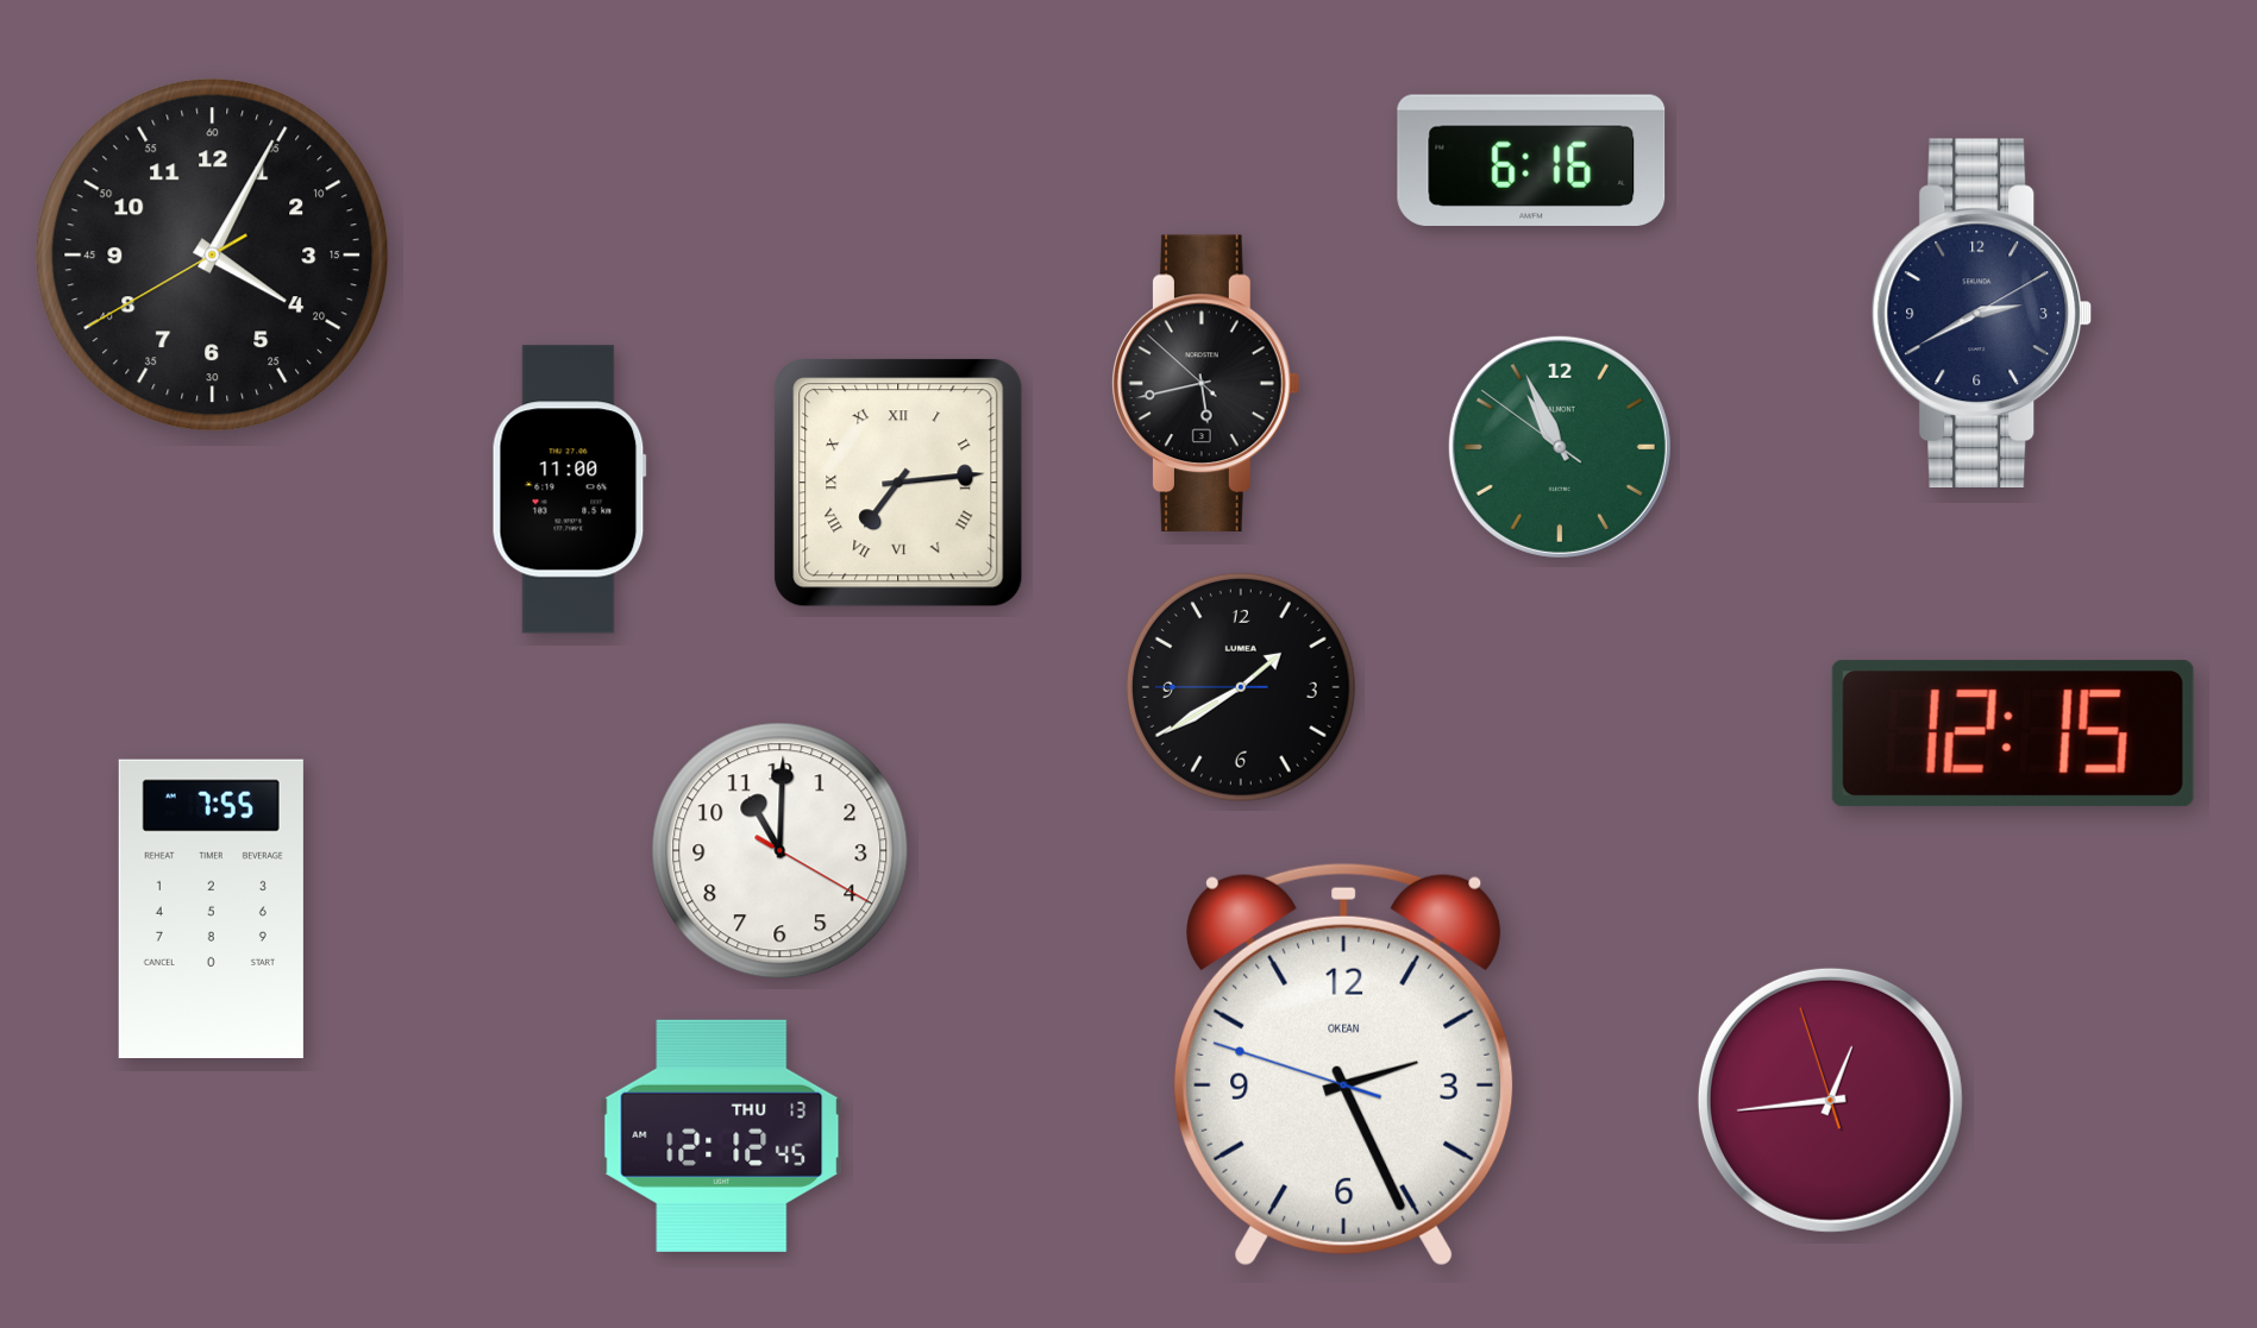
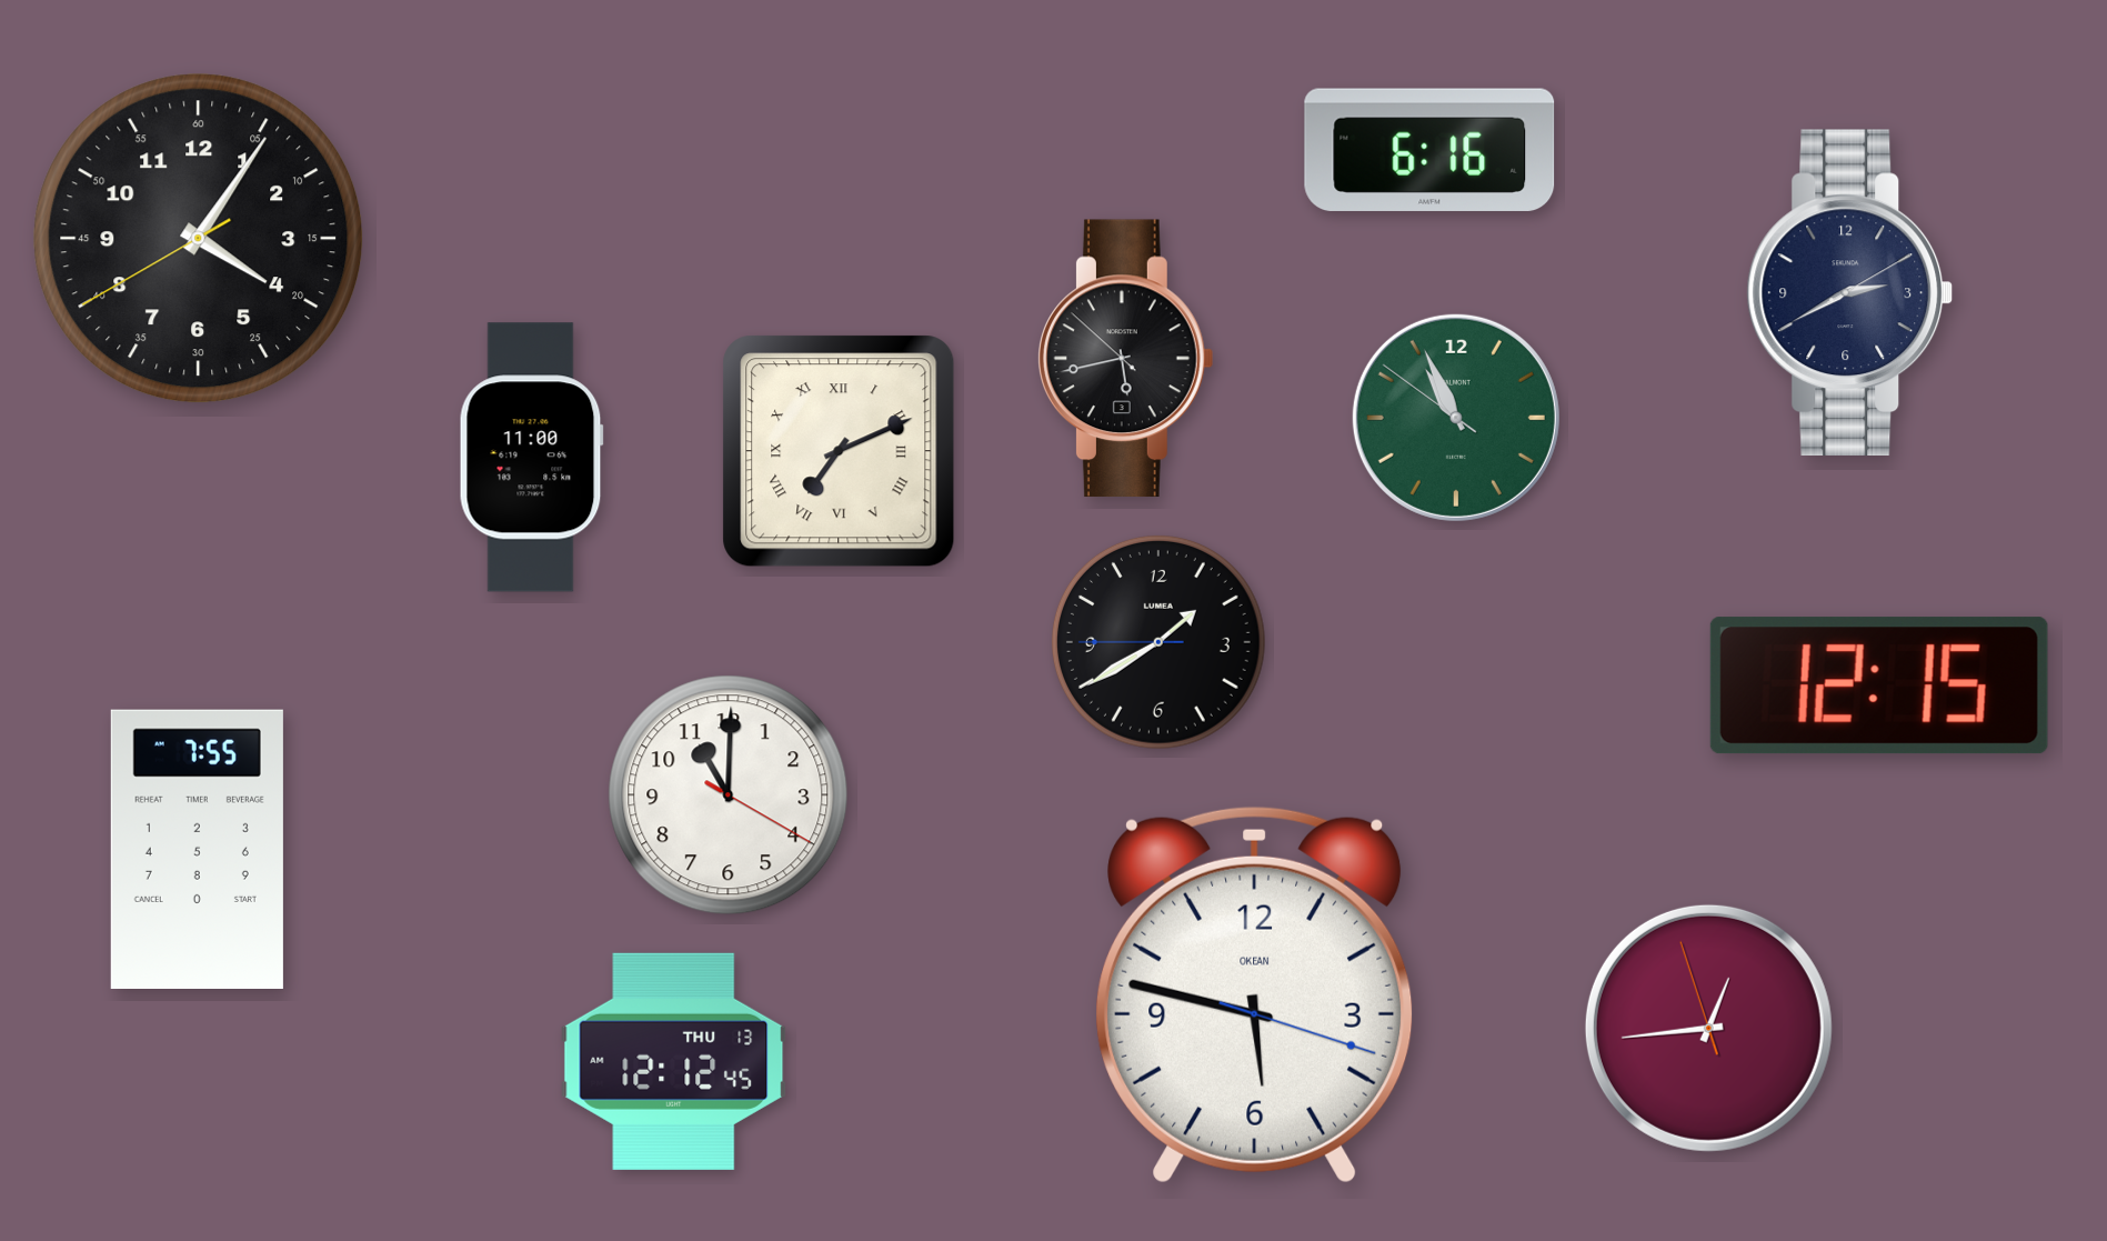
clock at (213, 256): 4:04 -> 4:05
clock at (898, 483): 7:14 -> 7:11
clock at (1344, 1064): 2:25 -> 5:47
